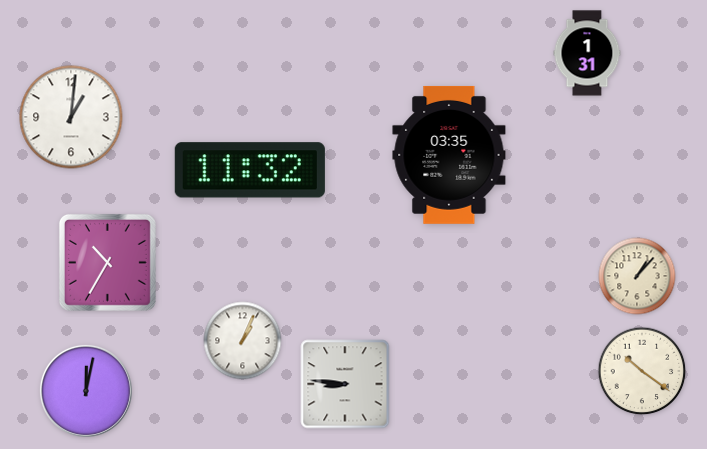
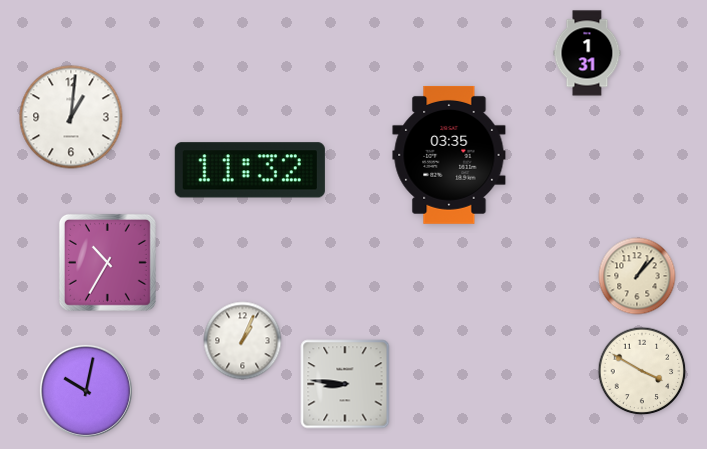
clock at (642, 371): 10:21 -> 3:50
clock at (86, 391): 12:02 -> 10:02
